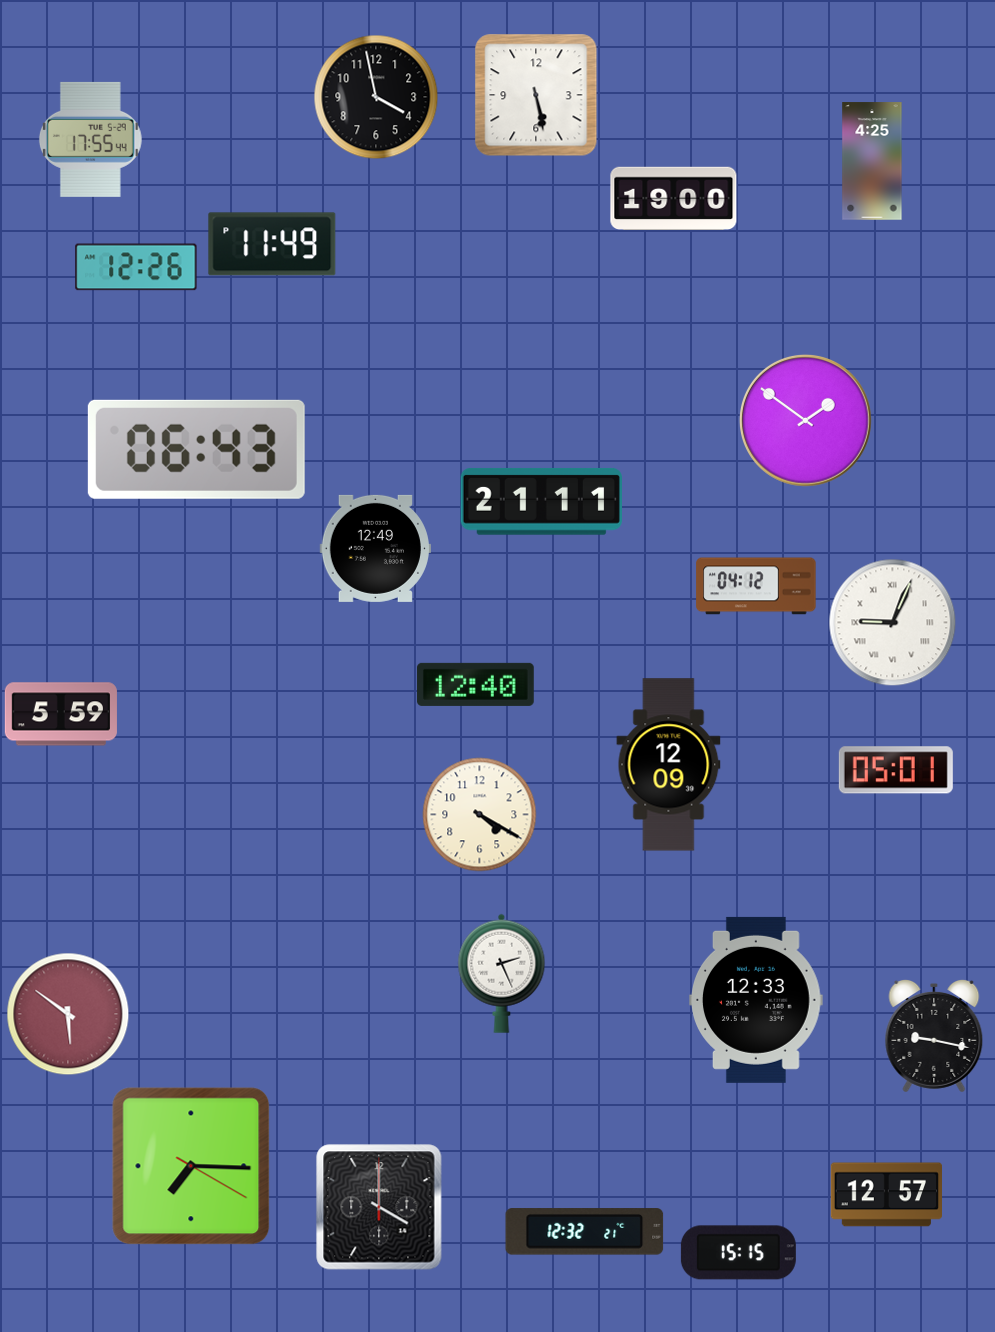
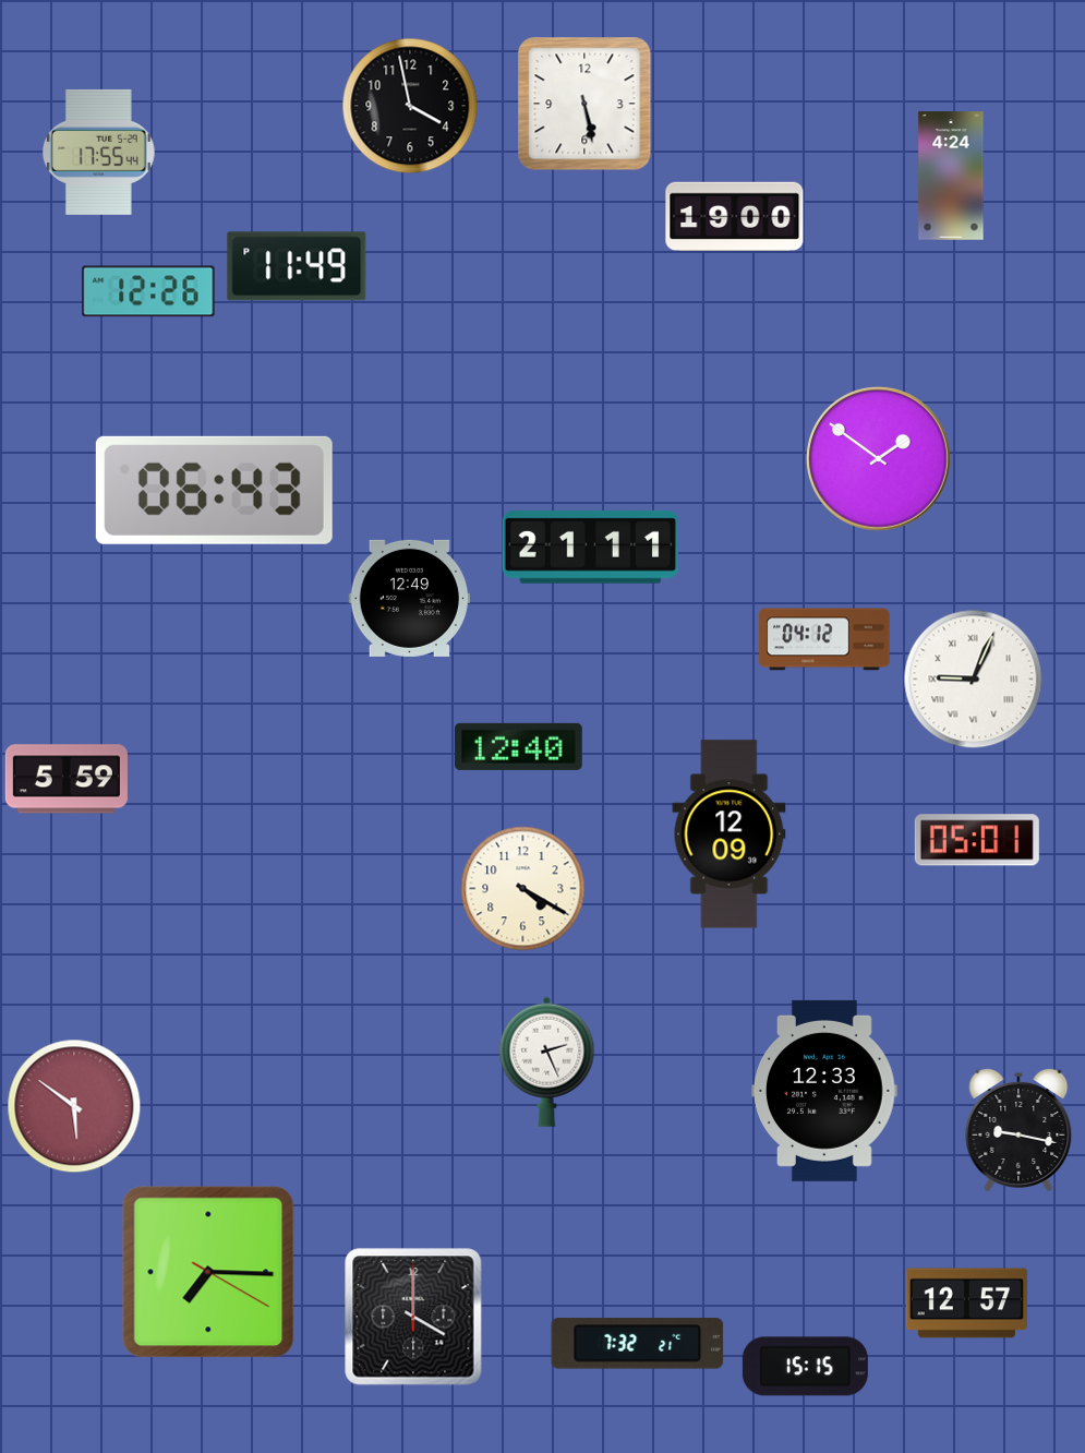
clock at (872, 161): 4:25 -> 4:24
clock at (585, 1232): 12:32 -> 7:32
